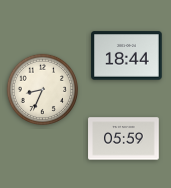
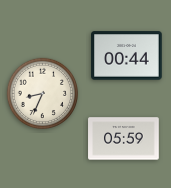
clock at (127, 56): 18:44 -> 00:44
clock at (42, 89) position: (42, 89) -> (42, 93)
